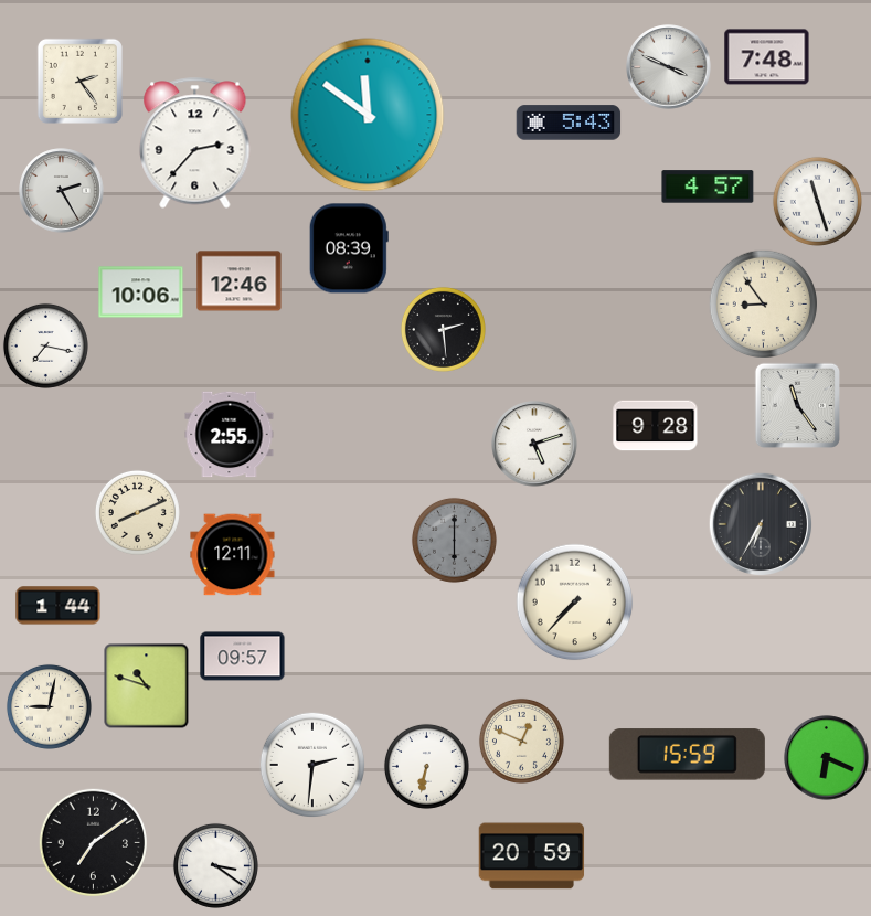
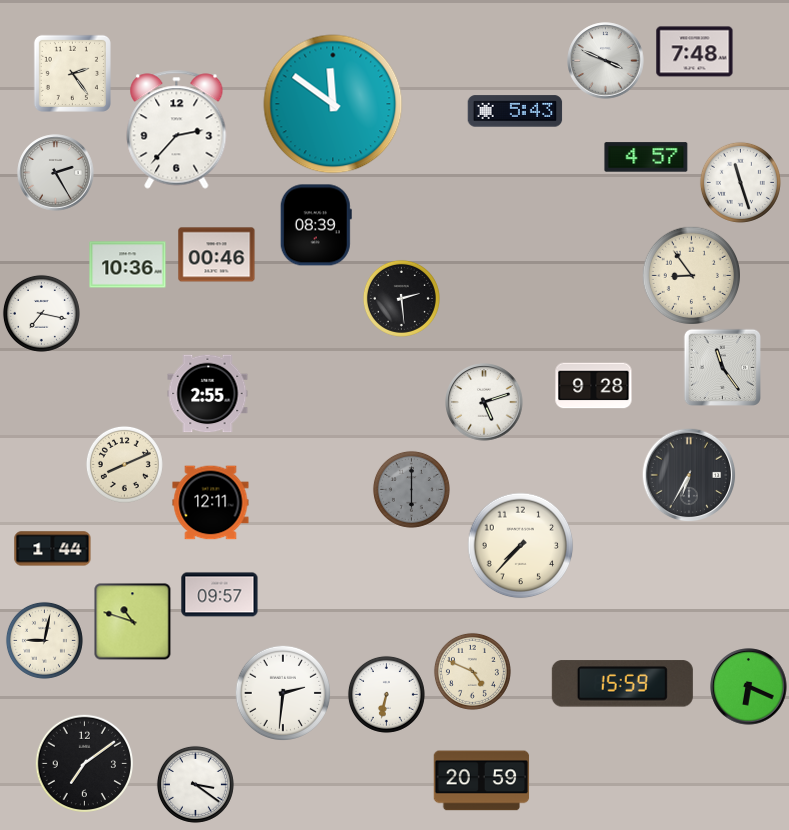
clock at (708, 187) position: (708, 187) -> (646, 157)
clock at (240, 281): 12:46 -> 00:46
clock at (141, 292): 10:06 -> 10:36
clock at (521, 741): 12:49 -> 4:49
clock at (532, 856) position: (532, 856) -> (482, 781)
